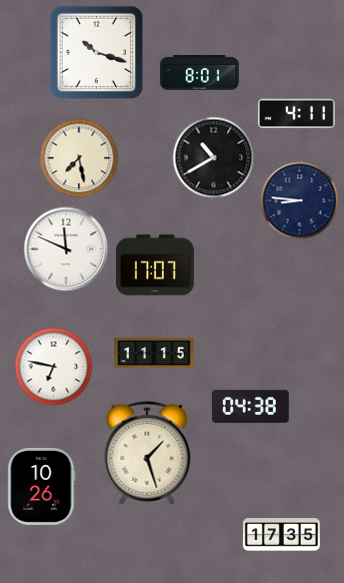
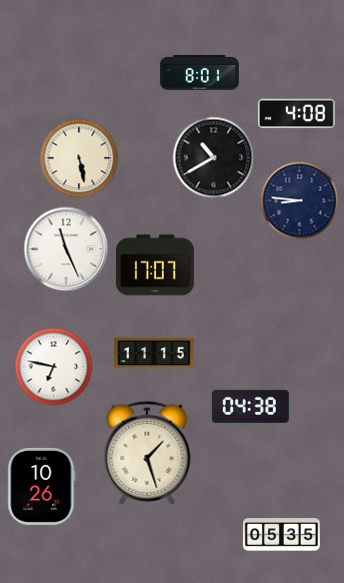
clock at (96, 52): 10:18 -> none
clock at (296, 114): 4:11 -> 4:08
clock at (79, 158): 7:28 -> 5:28
clock at (66, 249): 11:49 -> 11:26
clock at (281, 535): 17:35 -> 05:35
